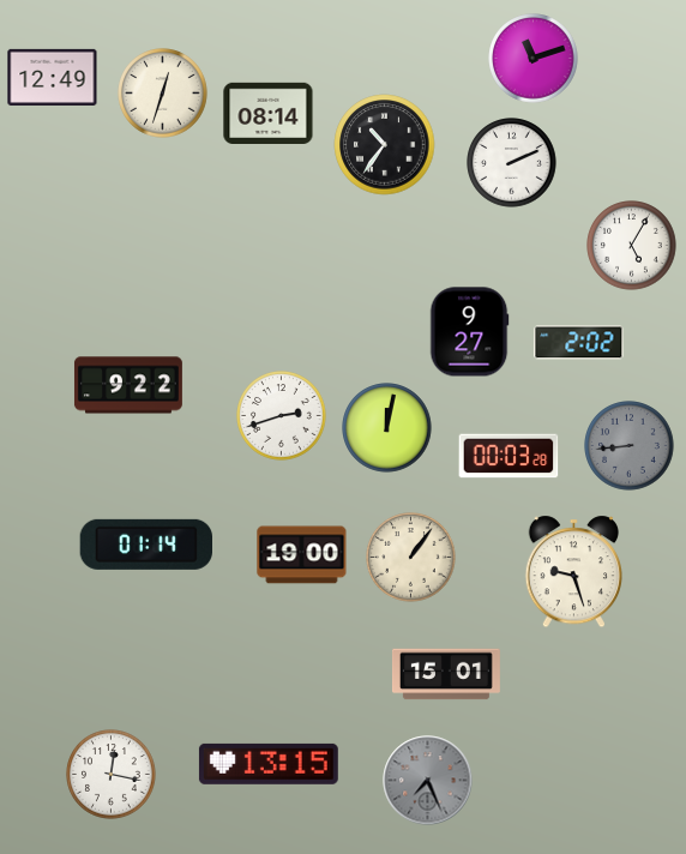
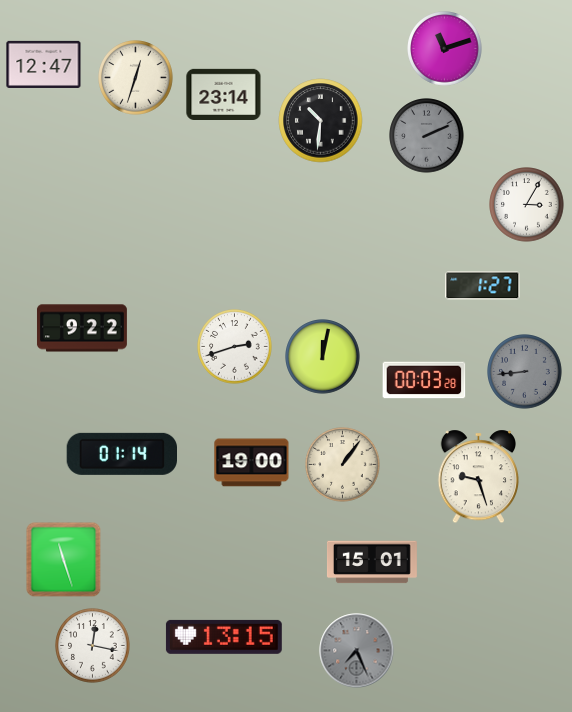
clock at (53, 77): 12:49 -> 12:47
clock at (269, 113): 08:14 -> 23:14
clock at (385, 145): 10:36 -> 10:31
clock at (512, 163) dial: white -> grey
clock at (632, 246): 5:05 -> 3:05
clock at (469, 332): 9:27 -> none
clock at (579, 343): 2:02 -> 1:27
clock at (128, 385) position: (128, 385) -> (82, 328)
clock at (64, 560): none -> 11:27
